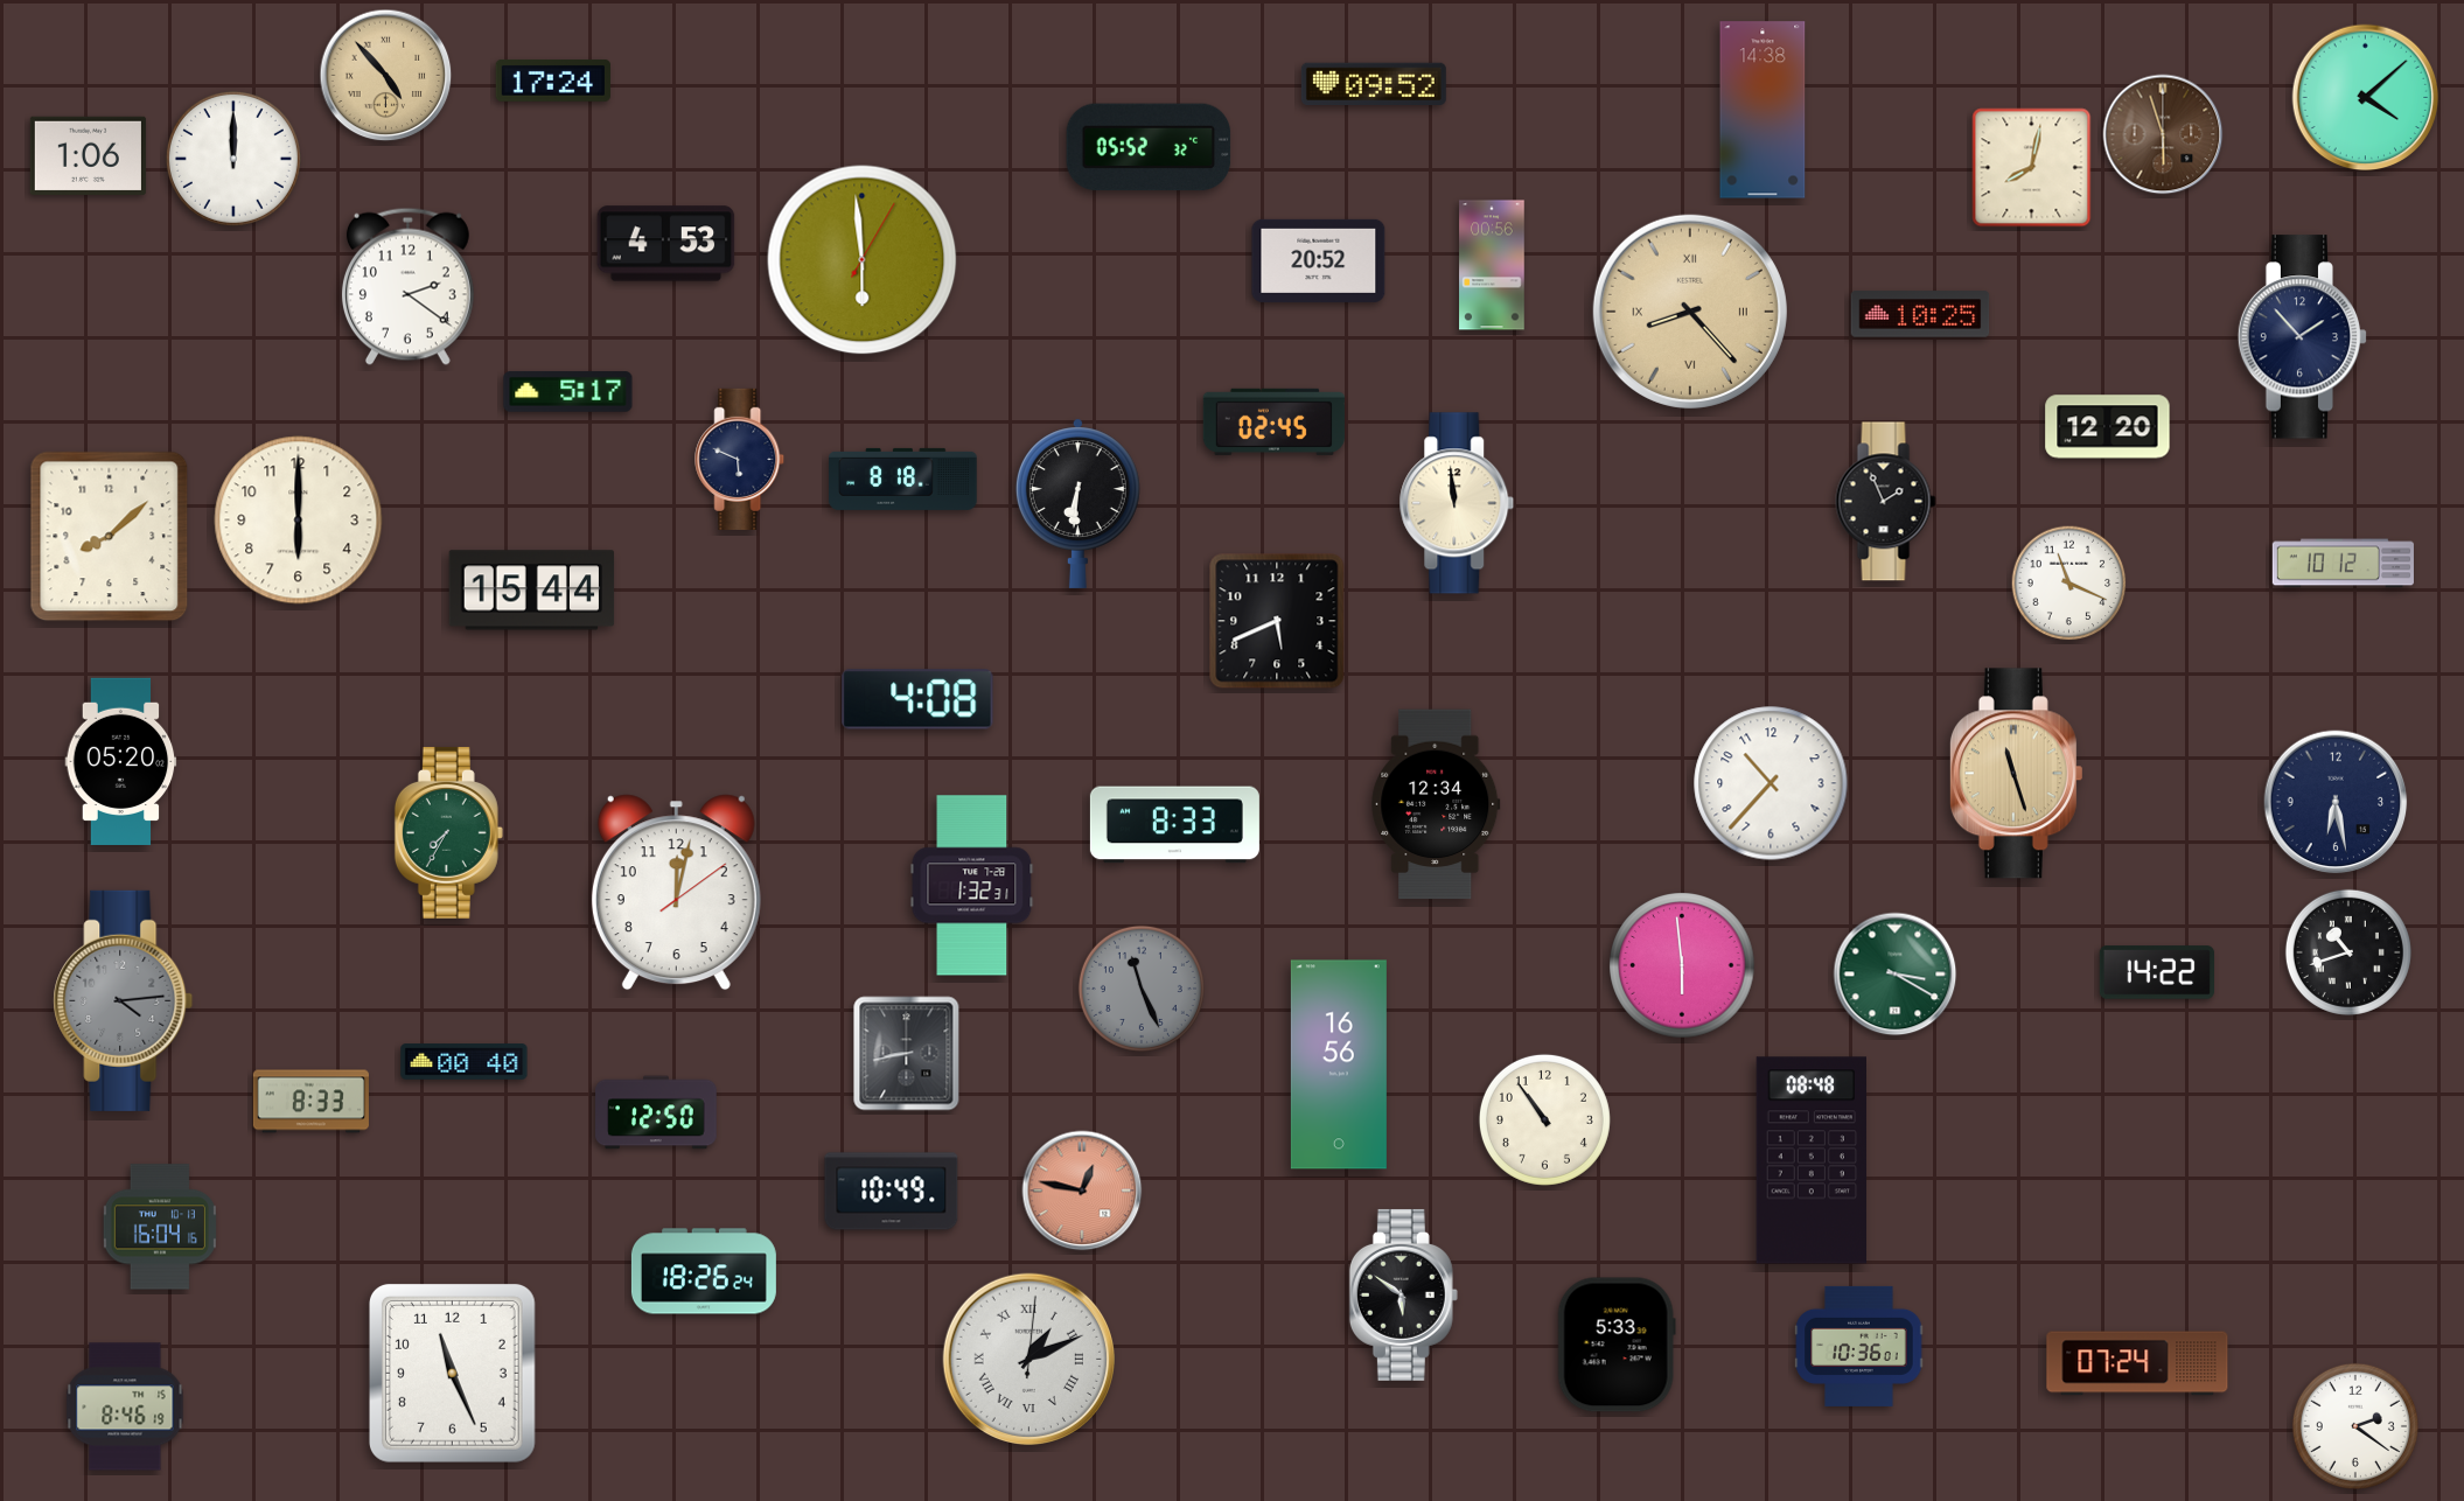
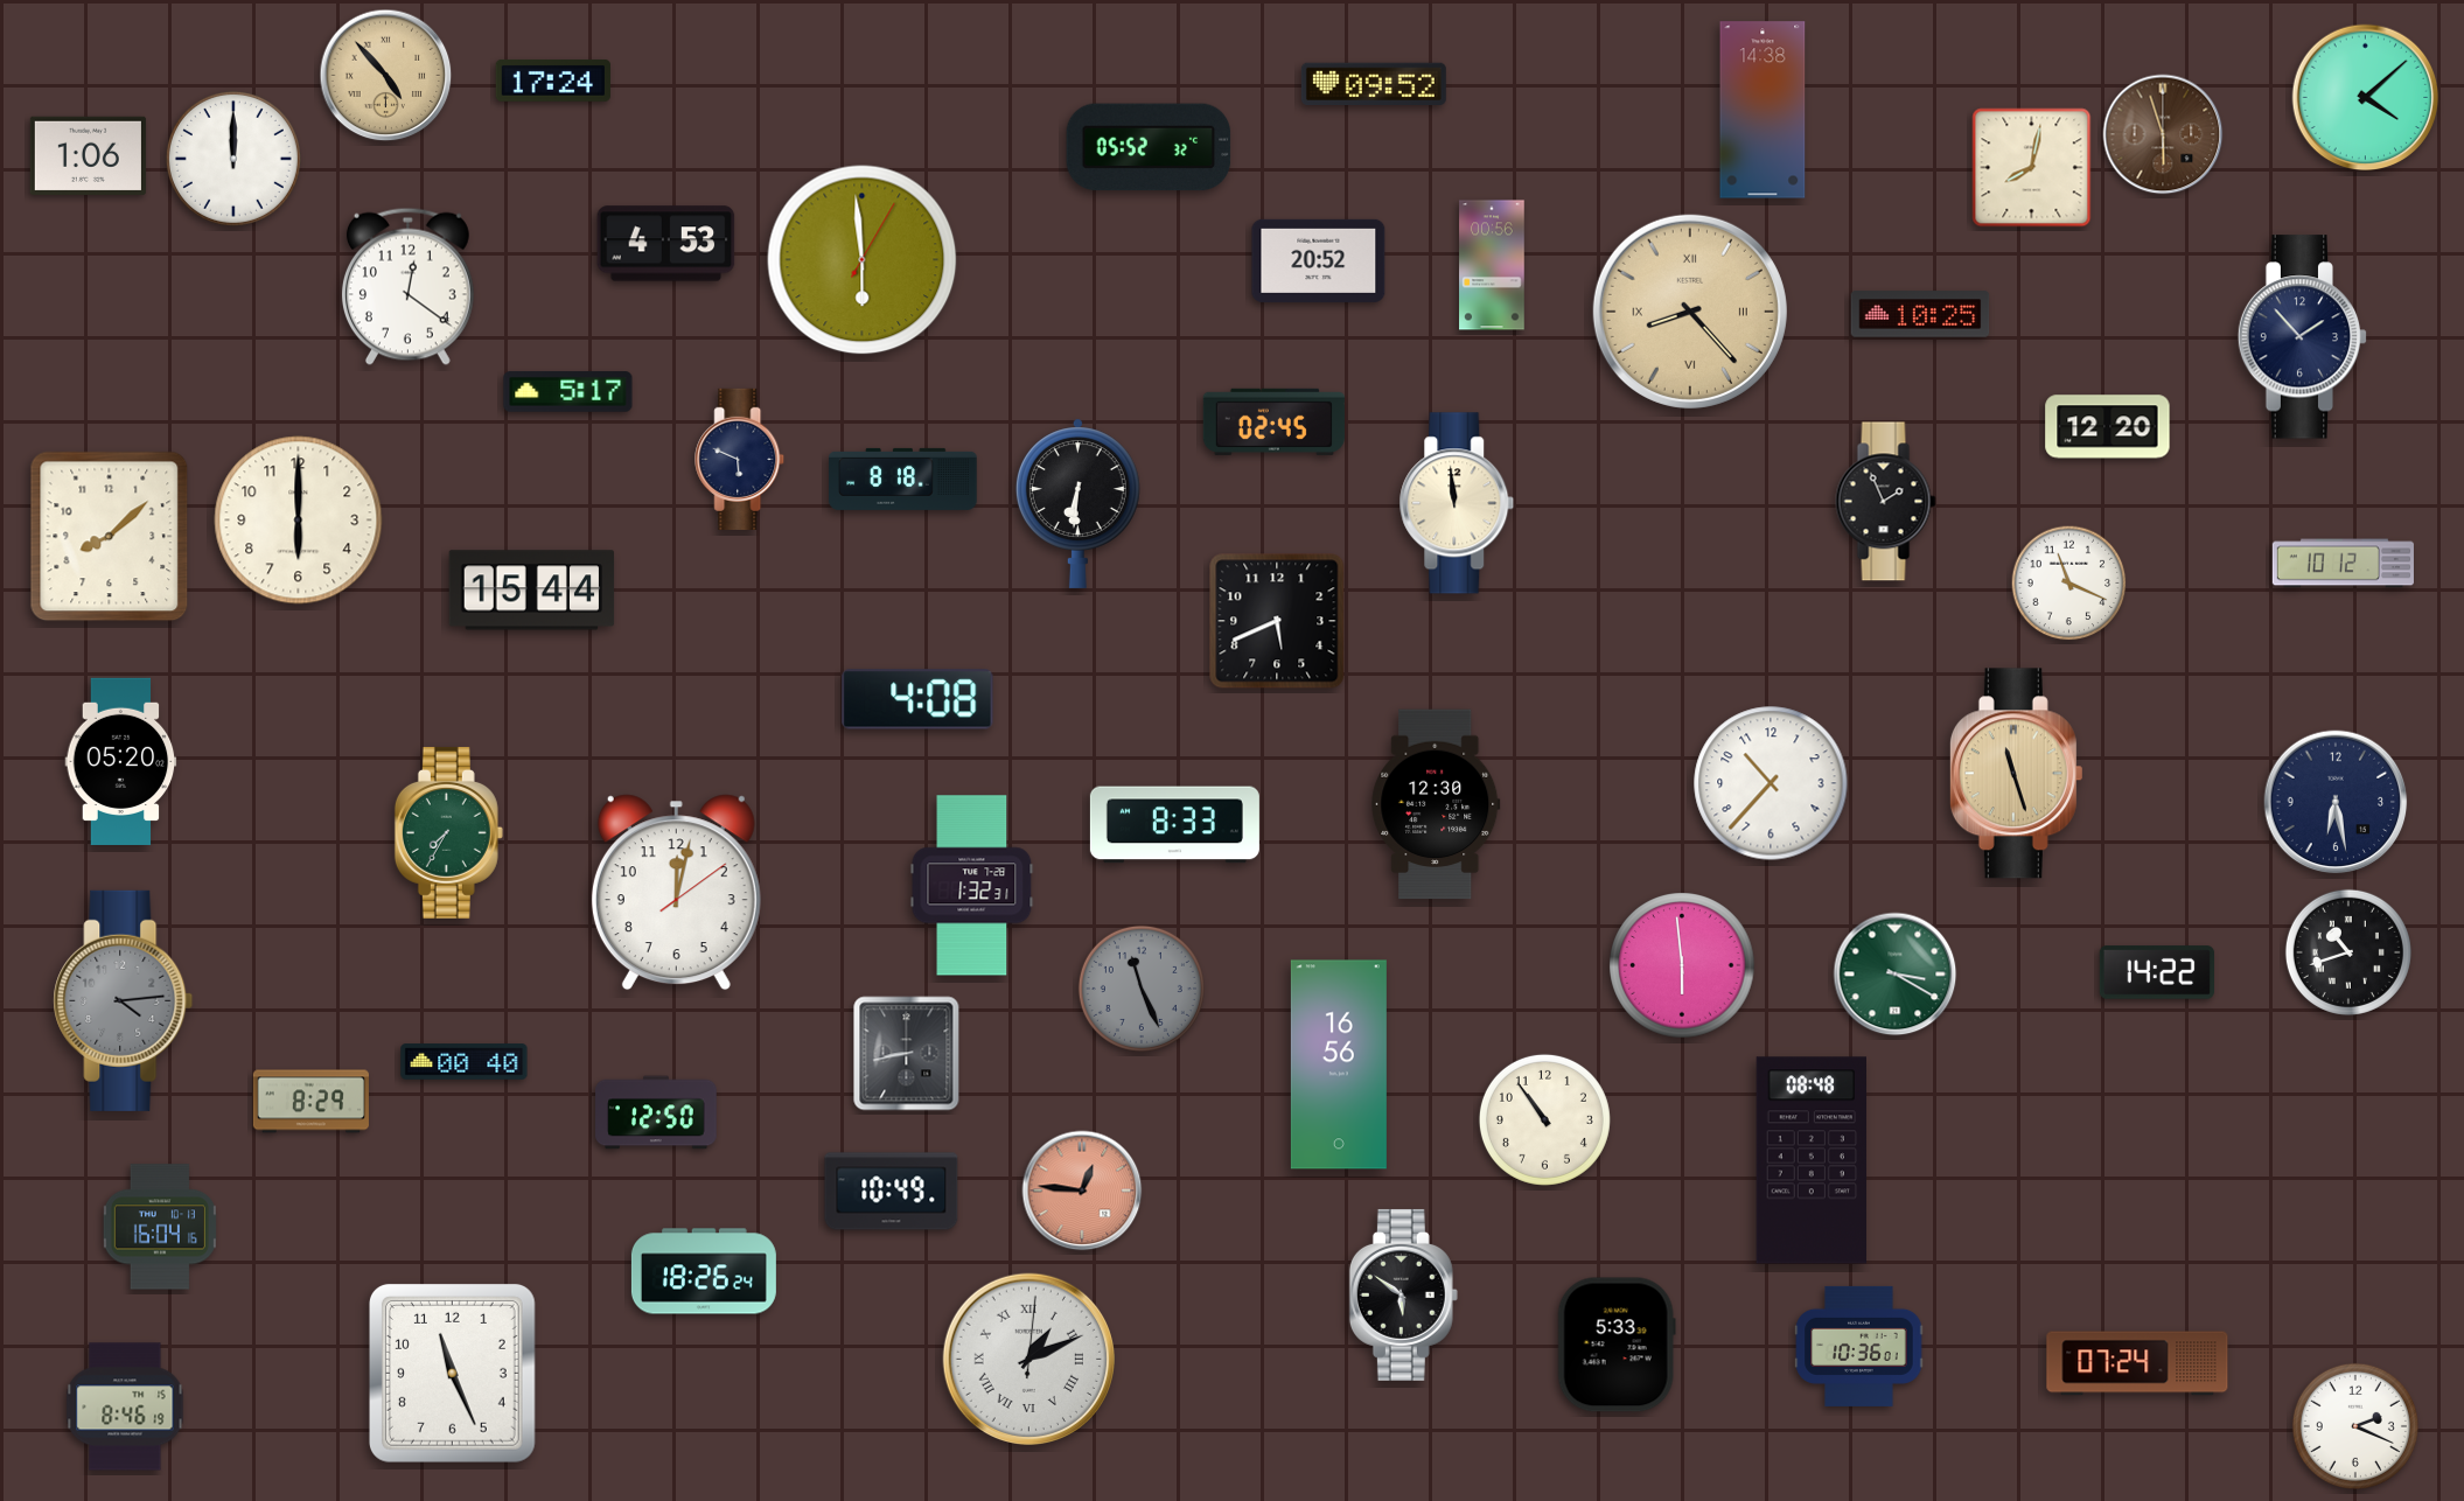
clock at (407, 286): 2:21 -> 12:21
clock at (1436, 804): 12:34 -> 12:30
clock at (310, 1102): 8:33 -> 8:29
clock at (1082, 1191): 12:47 -> 12:46
clock at (2355, 1426): 2:21 -> 2:19
